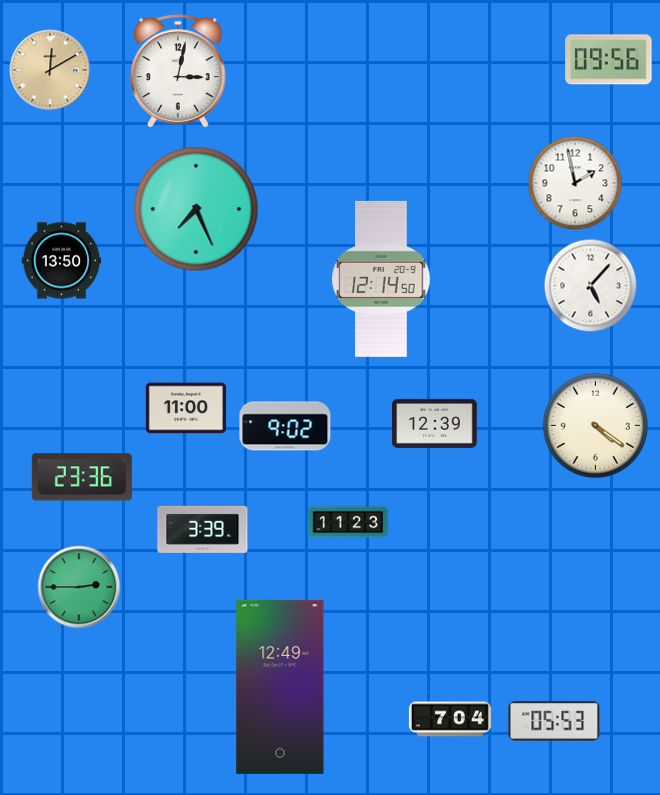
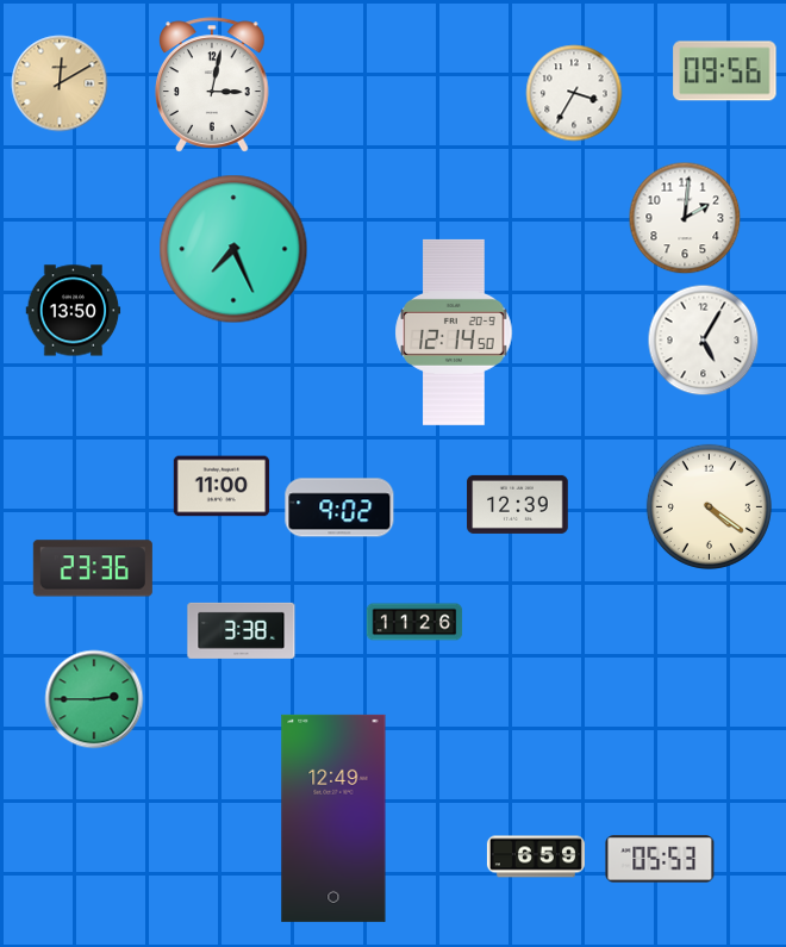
clock at (574, 93): none -> 3:35
clock at (575, 183): 1:58 -> 2:01
clock at (591, 286): 5:07 -> 5:05
clock at (82, 477) position: (82, 477) -> (93, 568)
clock at (348, 522): 11:23 -> 11:26
clock at (203, 529): 3:39 -> 3:38
clock at (450, 719): 7:04 -> 6:59
